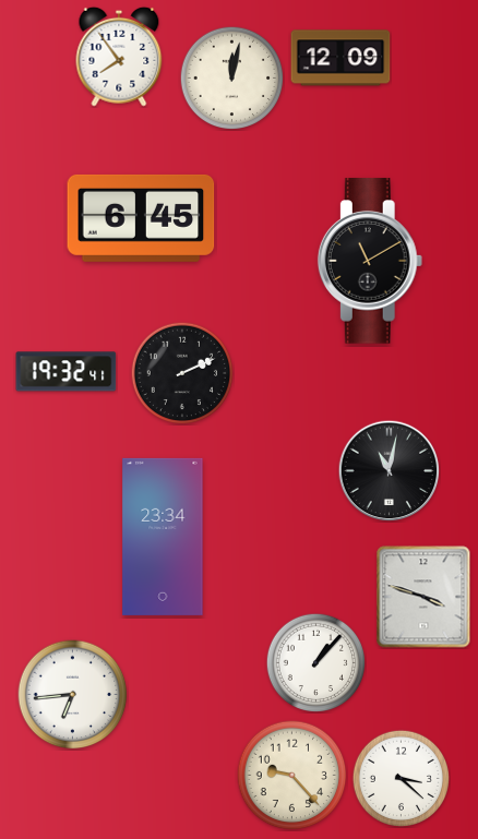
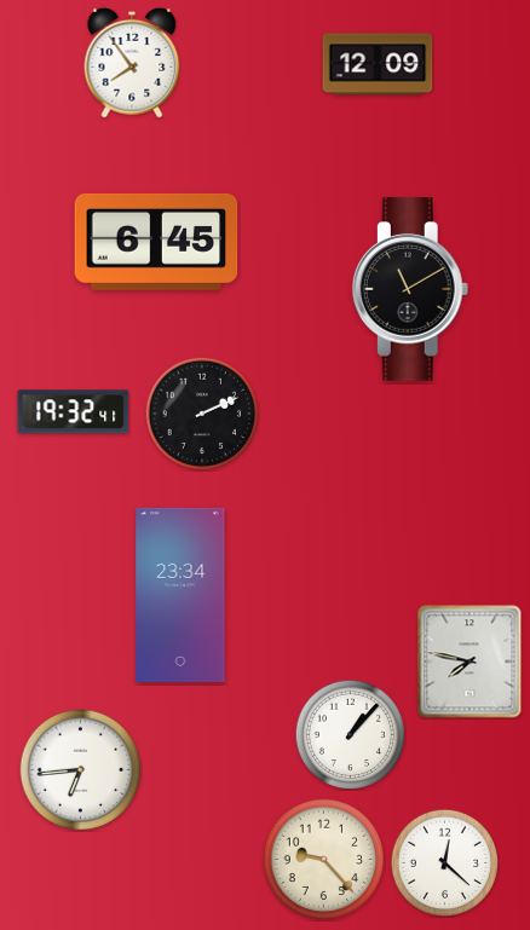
clock at (231, 77): 12:02 -> none
clock at (389, 470): 11:02 -> none
clock at (423, 597): 3:48 -> 7:47
clock at (401, 778): 3:22 -> 12:22
